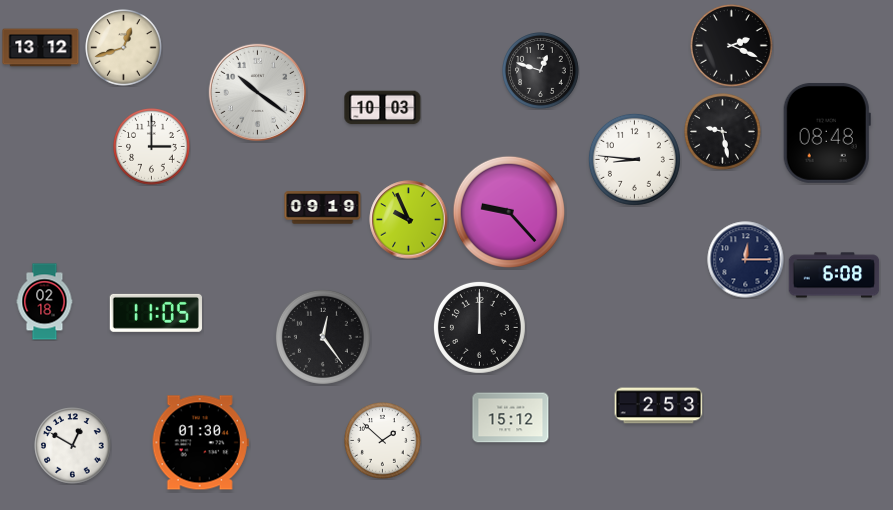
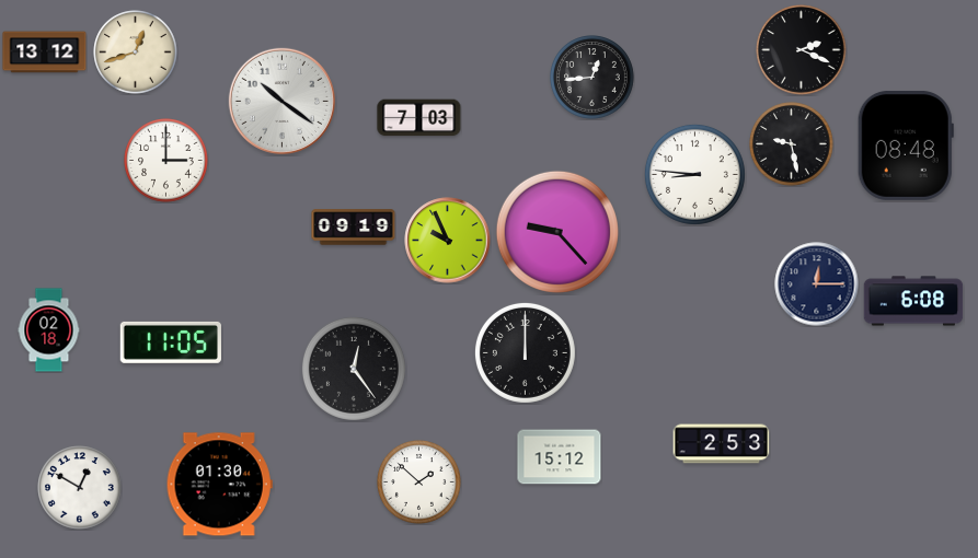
clock at (541, 71): 12:48 -> 12:44
clock at (383, 108): 10:03 -> 7:03
clock at (479, 327) position: (479, 327) -> (525, 352)
